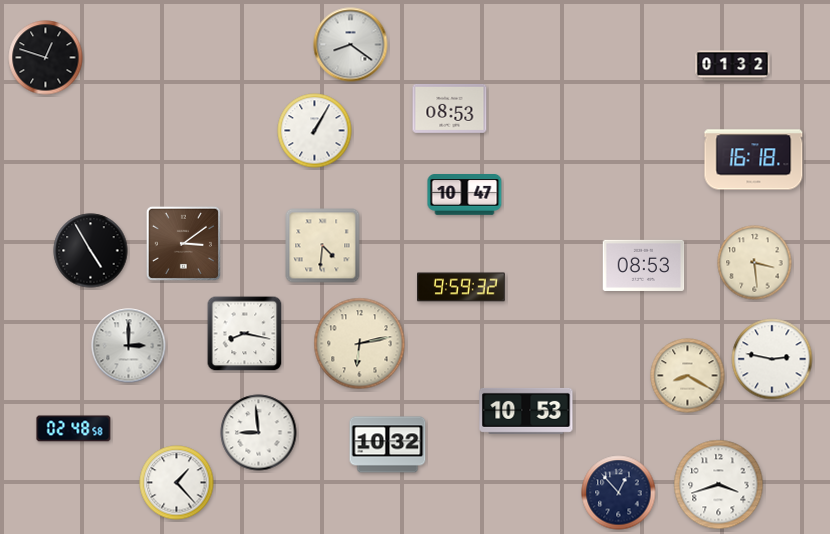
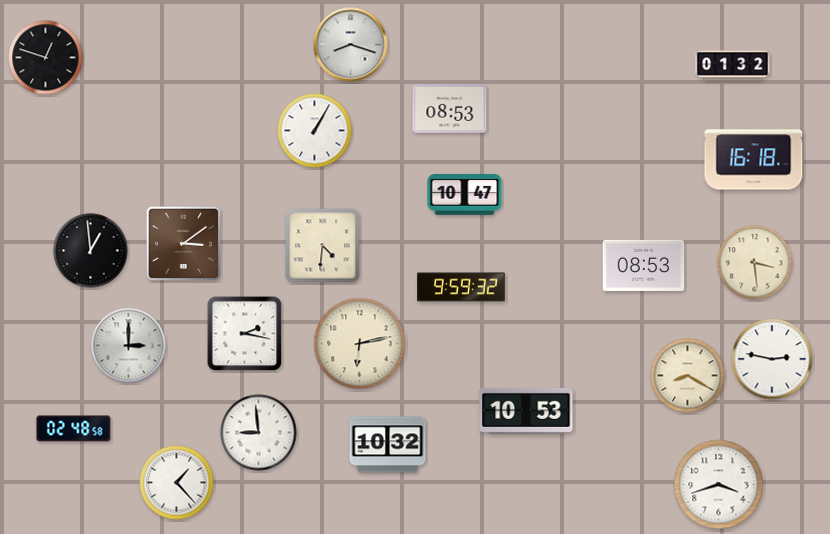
clock at (351, 45): 8:21 -> 8:18
clock at (91, 251): 4:55 -> 12:59
clock at (245, 334): 8:17 -> 2:17
clock at (619, 493): 12:53 -> none
